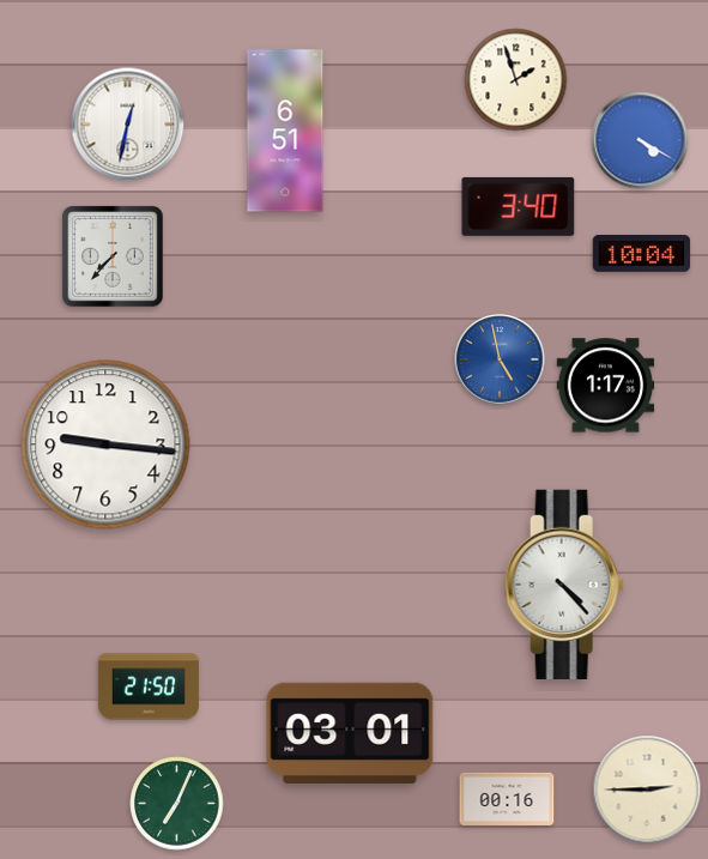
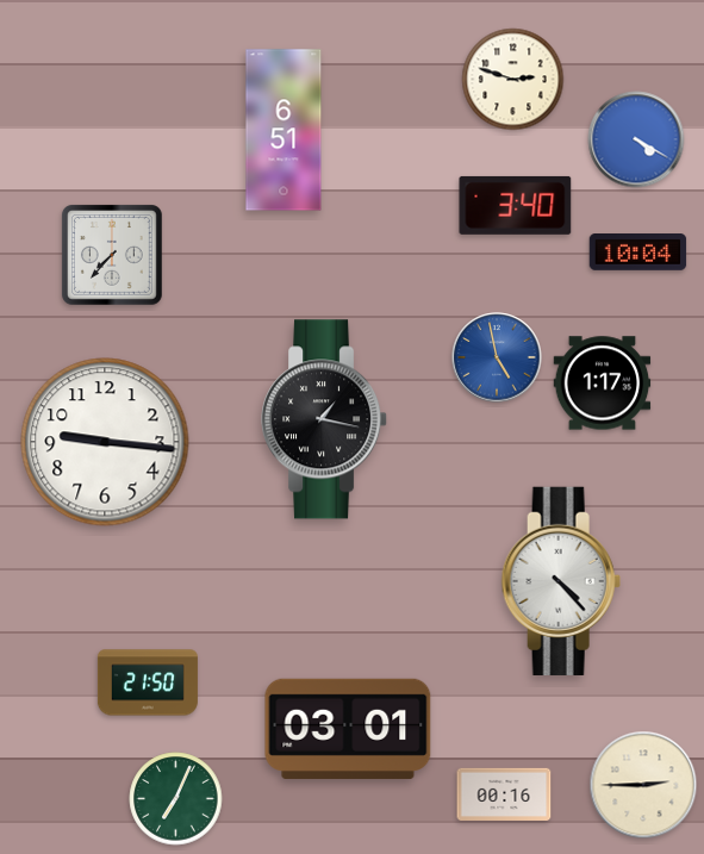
clock at (516, 80): 1:57 -> 2:48
clock at (128, 125): 12:32 -> none
clock at (325, 419): none -> 1:17
